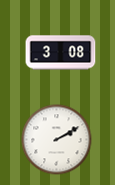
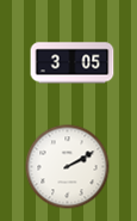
clock at (61, 53): 3:08 -> 3:05
